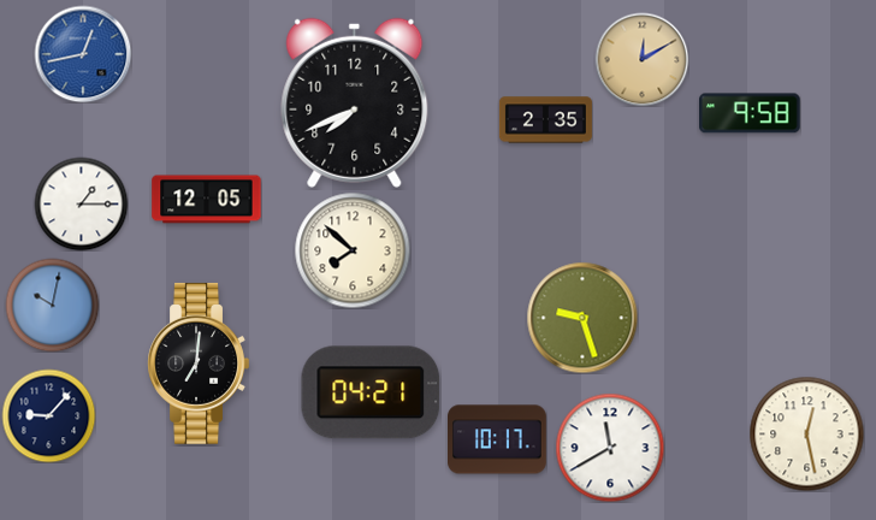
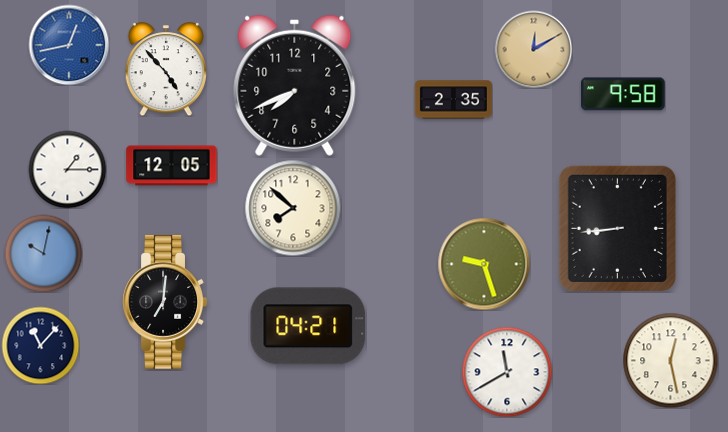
clock at (166, 69): none -> 4:53
clock at (617, 228): none -> 8:44
clock at (48, 415): 9:07 -> 11:07
clock at (498, 439): 10:17 -> none
